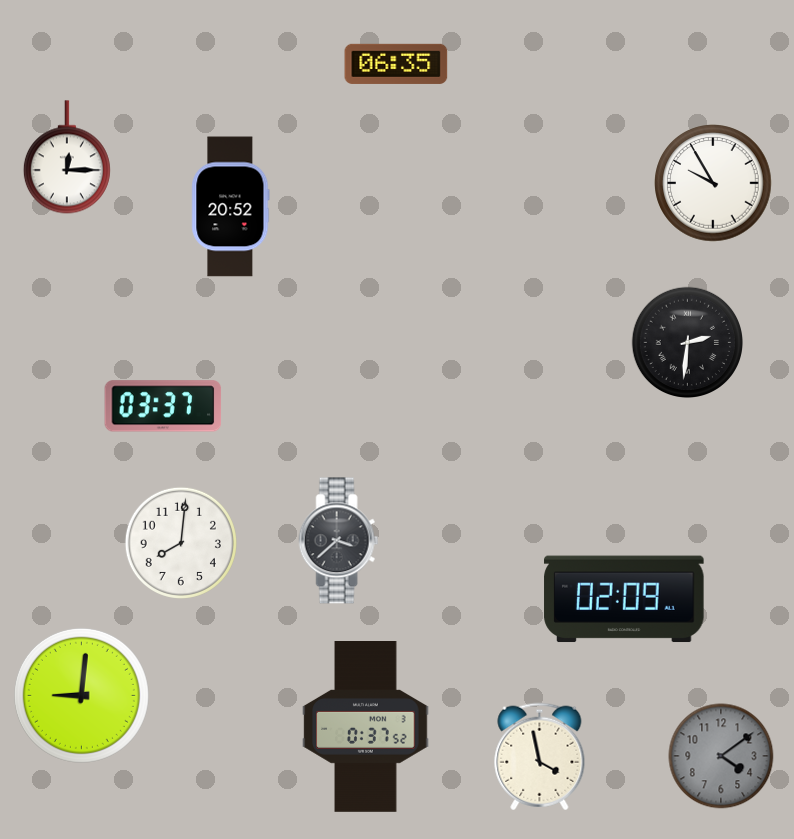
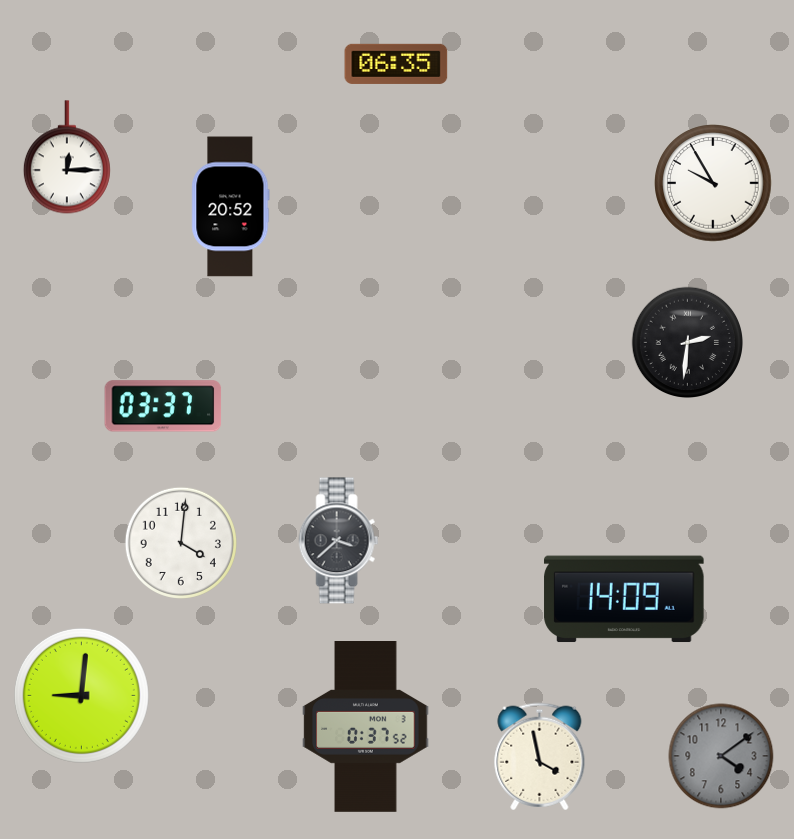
clock at (181, 543): 8:01 -> 4:01
clock at (624, 599): 02:09 -> 14:09
